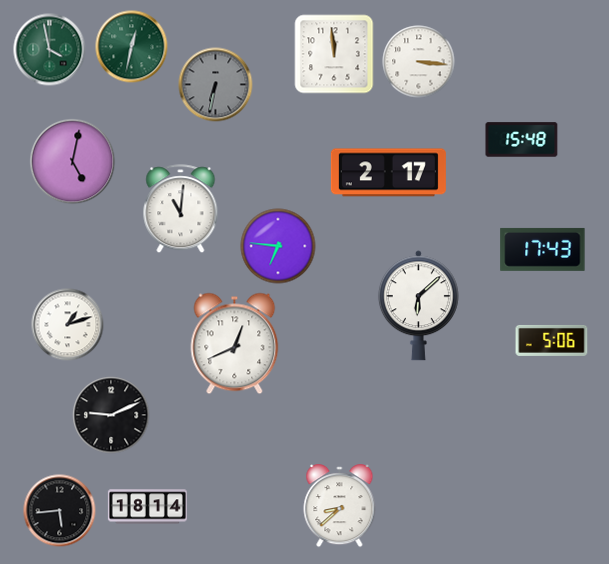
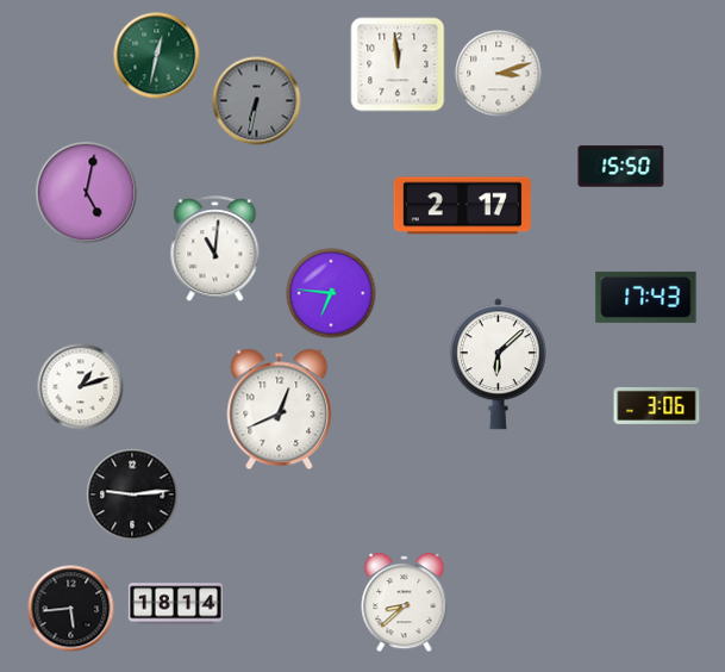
clock at (50, 50): 3:58 -> none
clock at (419, 62): 3:16 -> 3:12
clock at (522, 140): 15:48 -> 15:50
clock at (552, 340): 5:06 -> 3:06
clock at (111, 415): 9:11 -> 9:14
